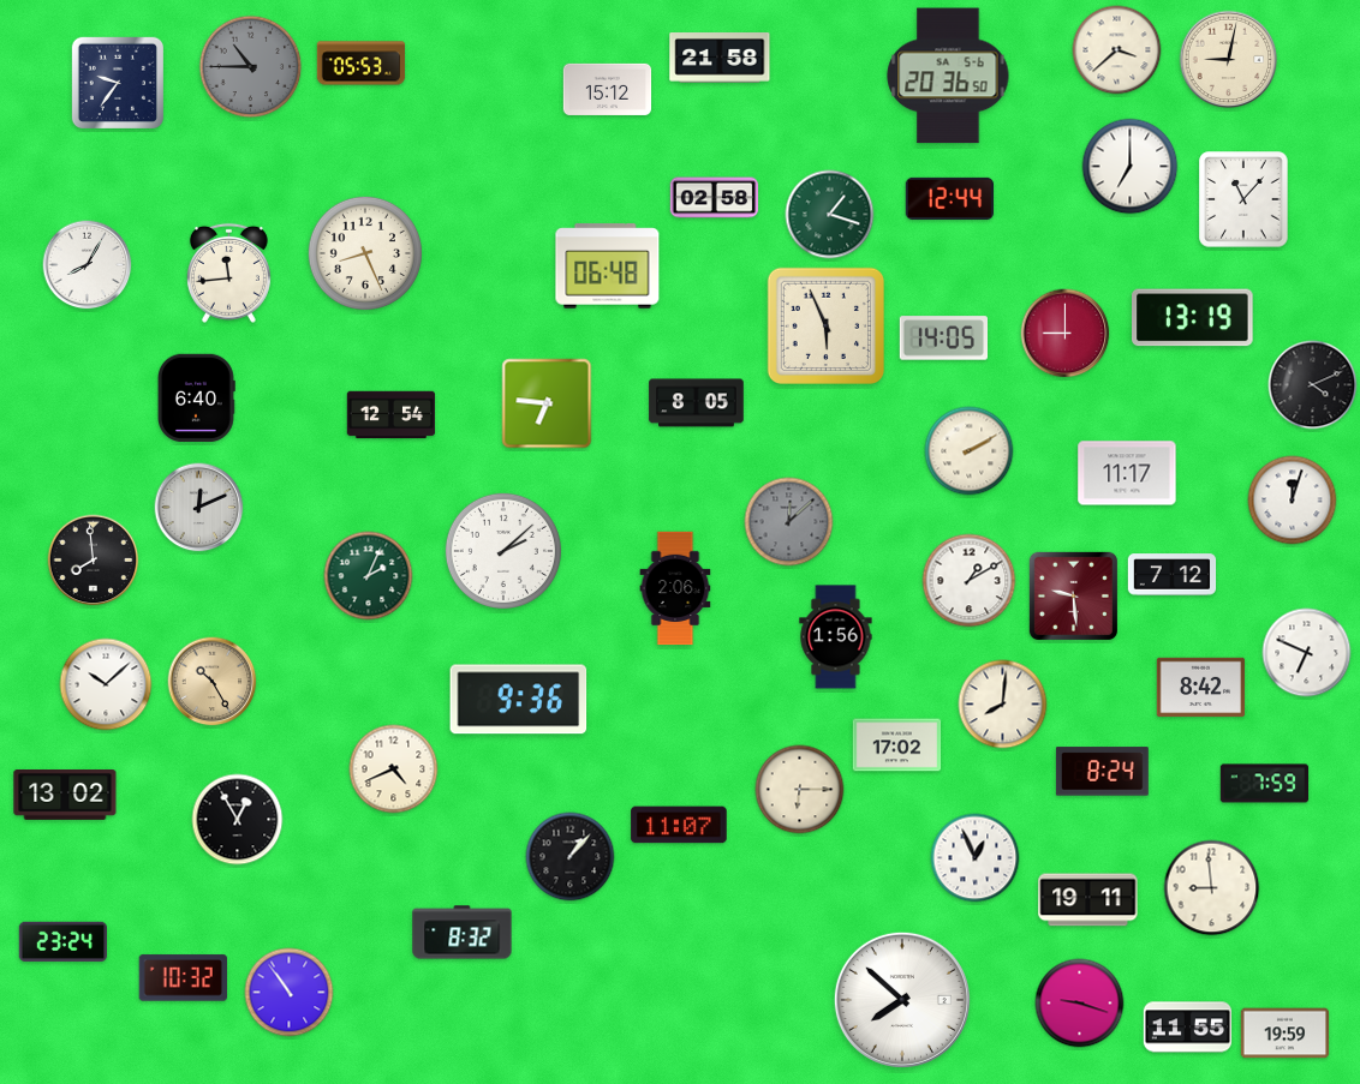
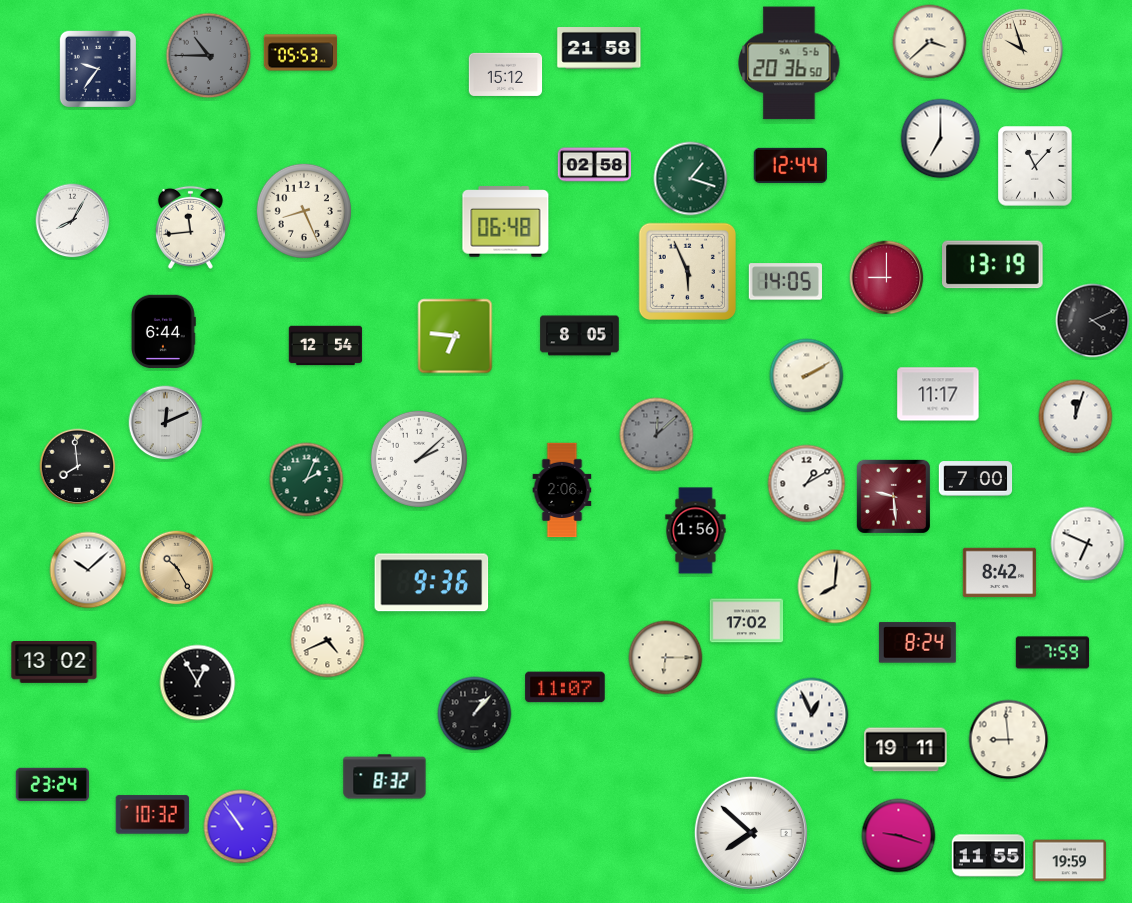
clock at (1229, 60): 9:02 -> 9:57
clock at (197, 397): 6:40 -> 6:44
clock at (1173, 575): 7:12 -> 7:00
